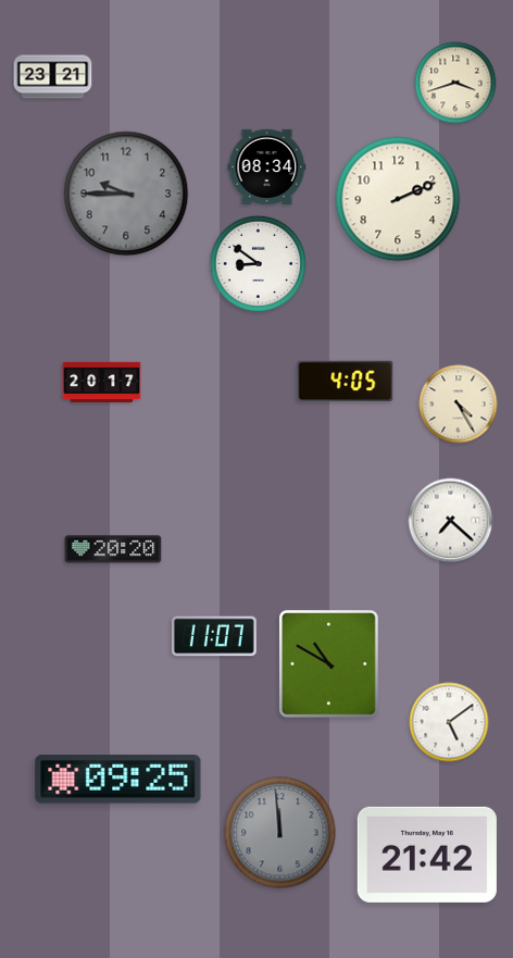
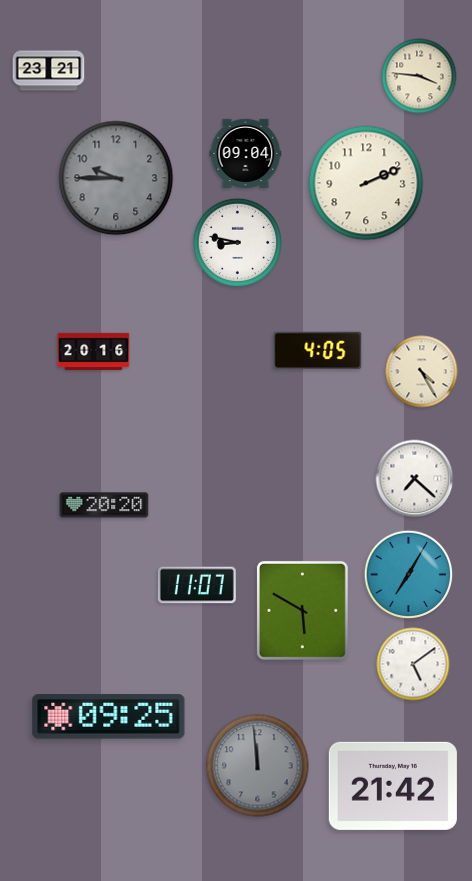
clock at (455, 83): 3:42 -> 3:46
clock at (267, 166): 08:34 -> 09:04
clock at (259, 264): 8:51 -> 8:47
clock at (102, 383): 20:17 -> 20:16
clock at (409, 575): none -> 7:05
clock at (328, 663): 10:50 -> 5:50
